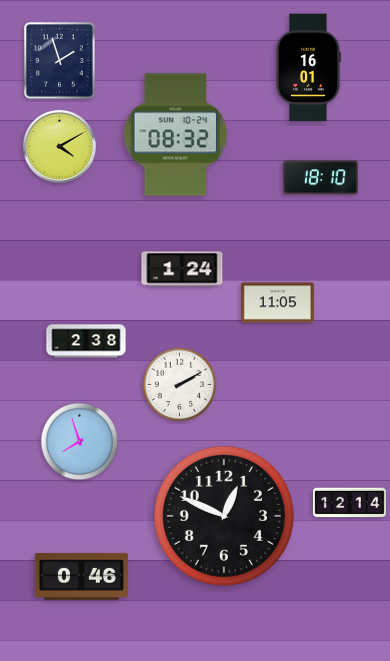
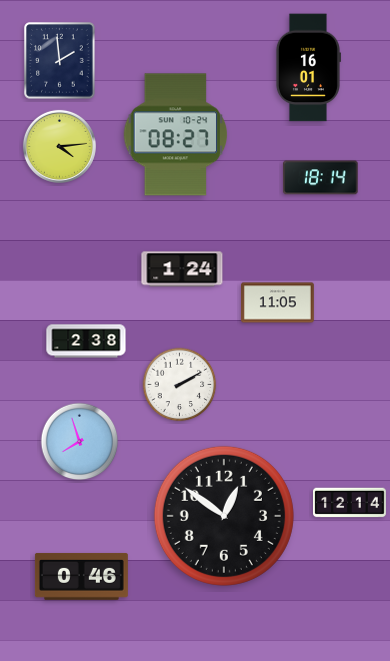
clock at (60, 61): 1:57 -> 1:59
clock at (176, 135): 08:32 -> 08:27
clock at (59, 146): 4:10 -> 4:14
clock at (321, 178): 18:10 -> 18:14
clock at (224, 516): 12:49 -> 12:51
